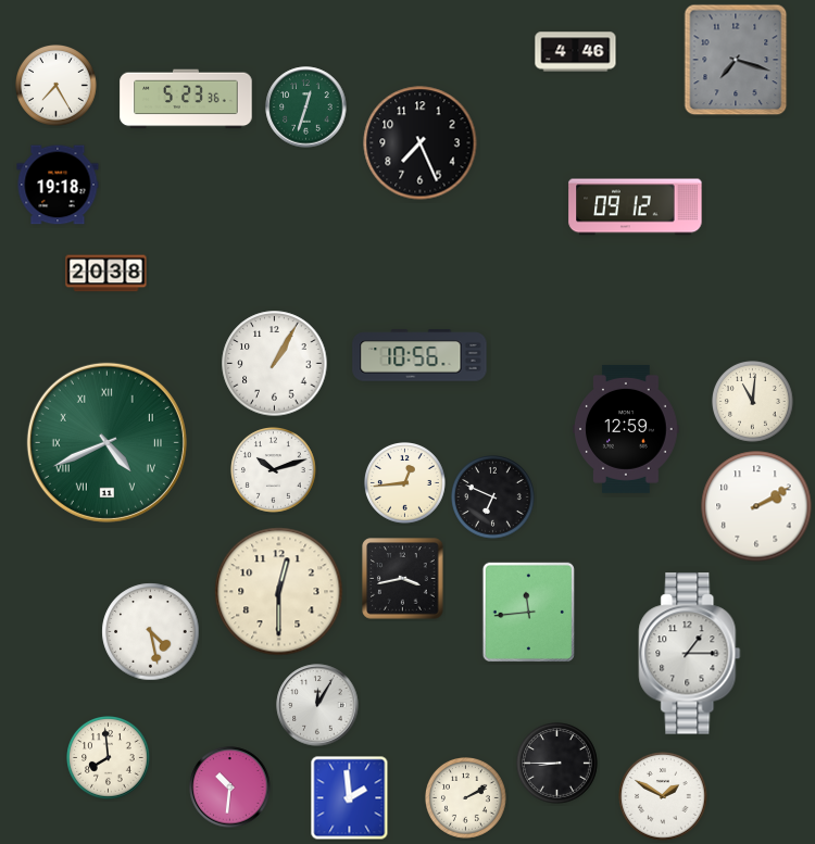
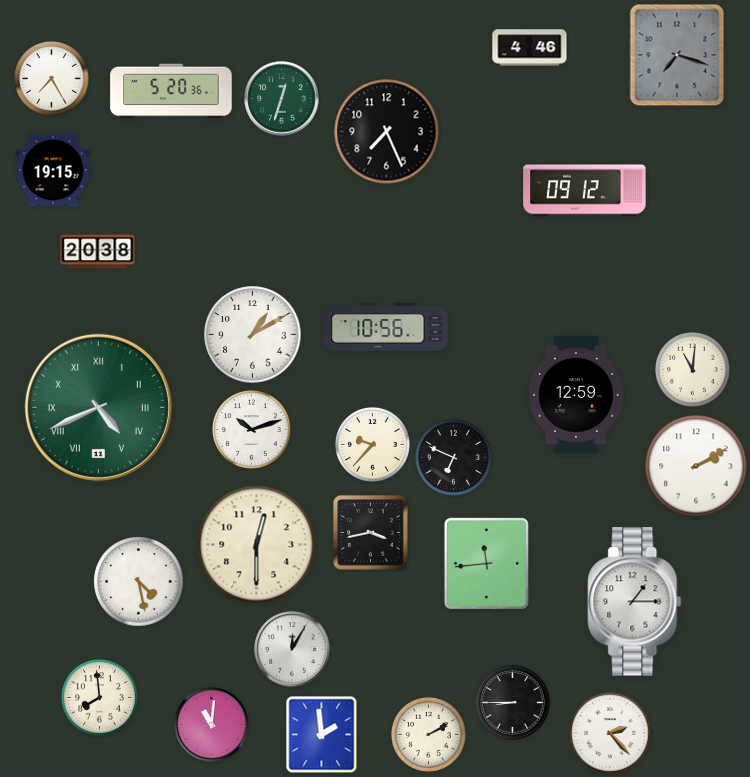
clock at (186, 99): 5:23 -> 5:20
clock at (58, 185): 19:18 -> 19:15
clock at (275, 364): 1:05 -> 1:10
clock at (274, 470) position: (274, 470) -> (252, 430)
clock at (405, 483): 12:44 -> 9:37
clock at (230, 788): 10:31 -> 11:01
clock at (663, 796): 1:50 -> 2:23
